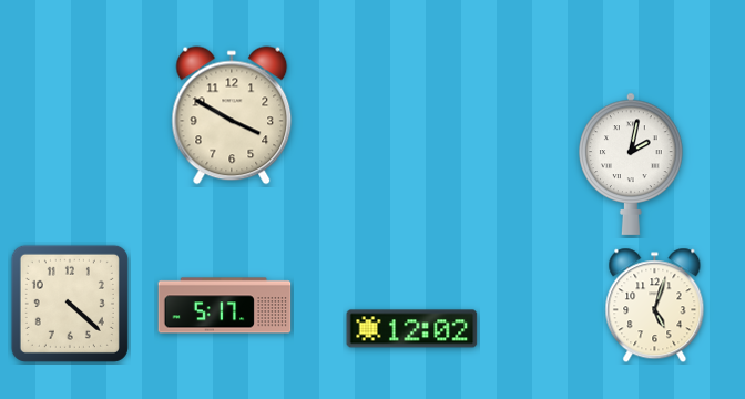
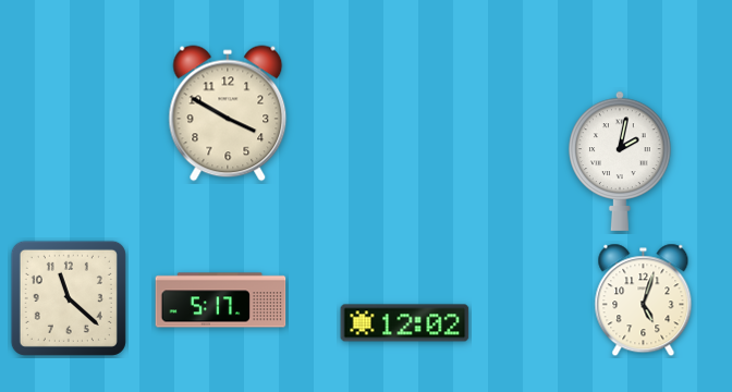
clock at (70, 304): 4:22 -> 11:22
